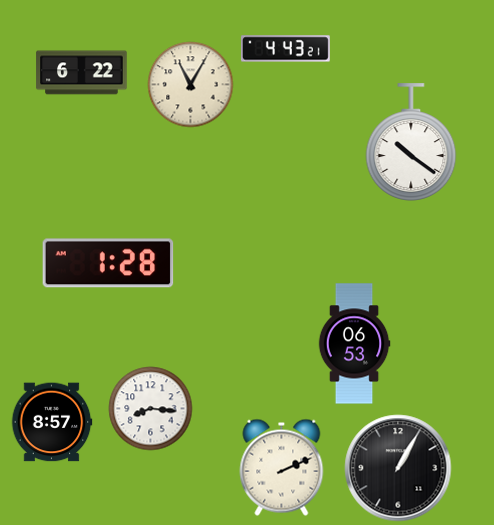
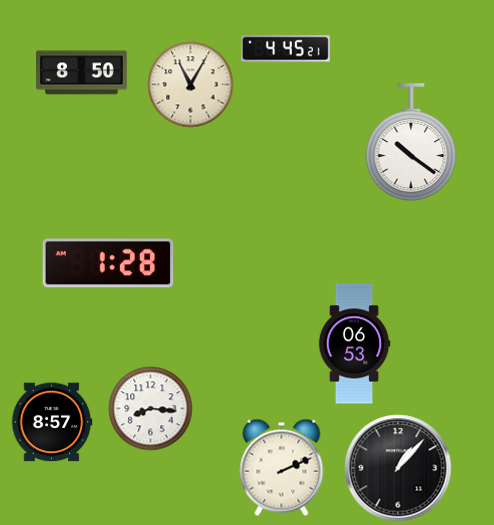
clock at (286, 49): 4:43 -> 4:45
clock at (82, 73): 6:22 -> 8:50
clock at (398, 468): 1:05 -> 1:07
